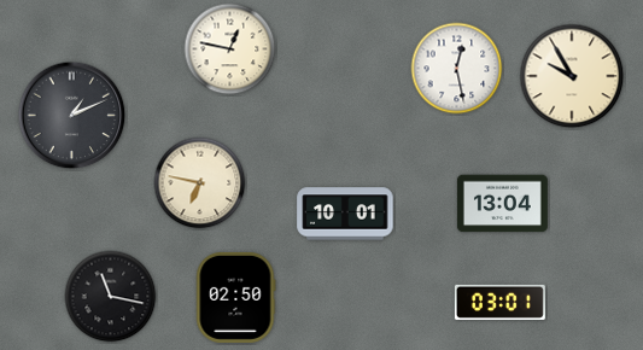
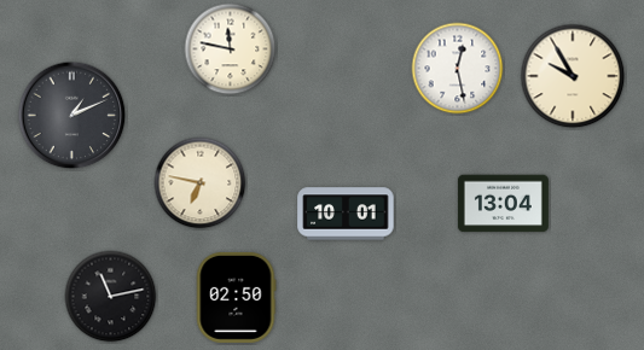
clock at (230, 49): 12:47 -> 11:47
clock at (111, 297): 11:17 -> 11:13
clock at (499, 302): 03:01 -> none
